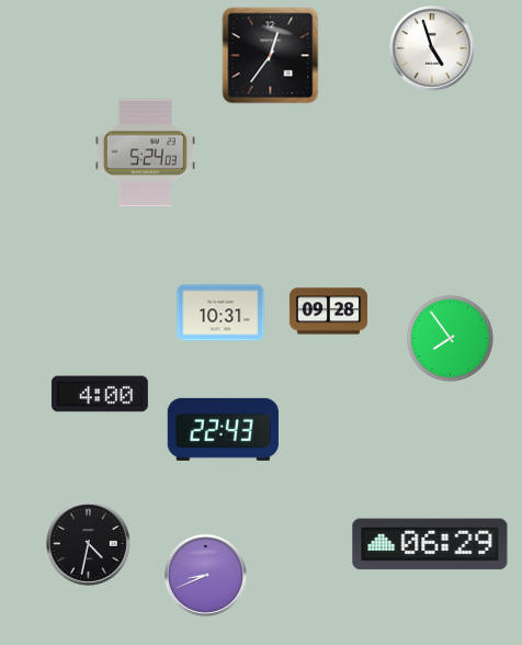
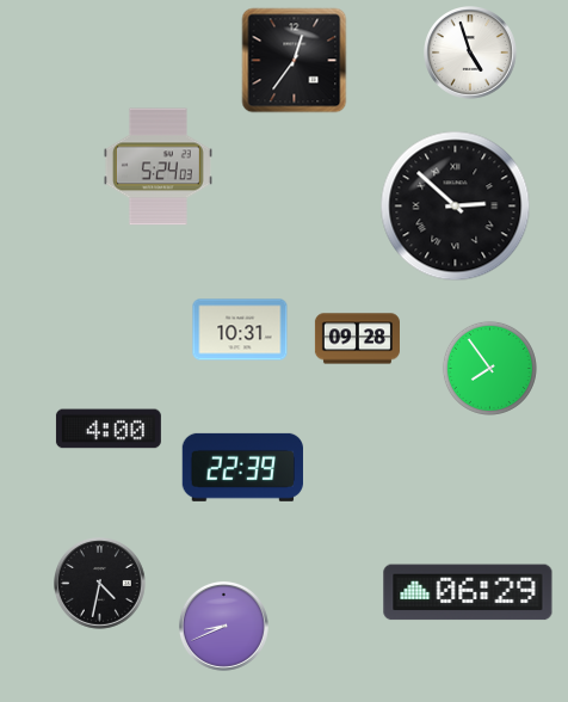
clock at (456, 207): none -> 2:52
clock at (220, 313) position: (220, 313) -> (240, 330)
clock at (223, 429): 22:43 -> 22:39
clock at (89, 544) position: (89, 544) -> (100, 584)
